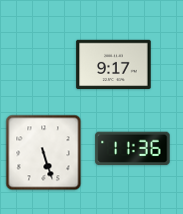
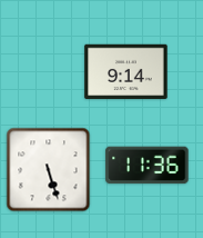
clock at (114, 65): 9:17 -> 9:14
